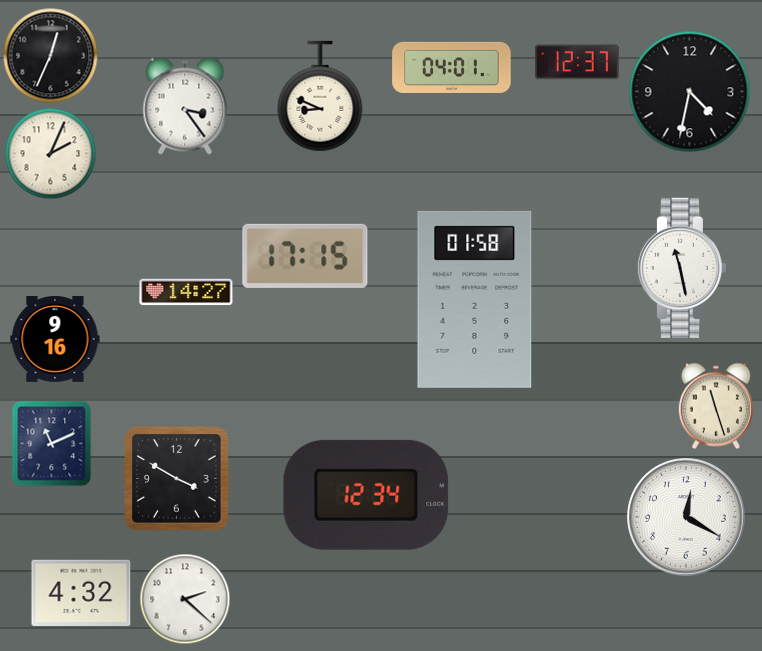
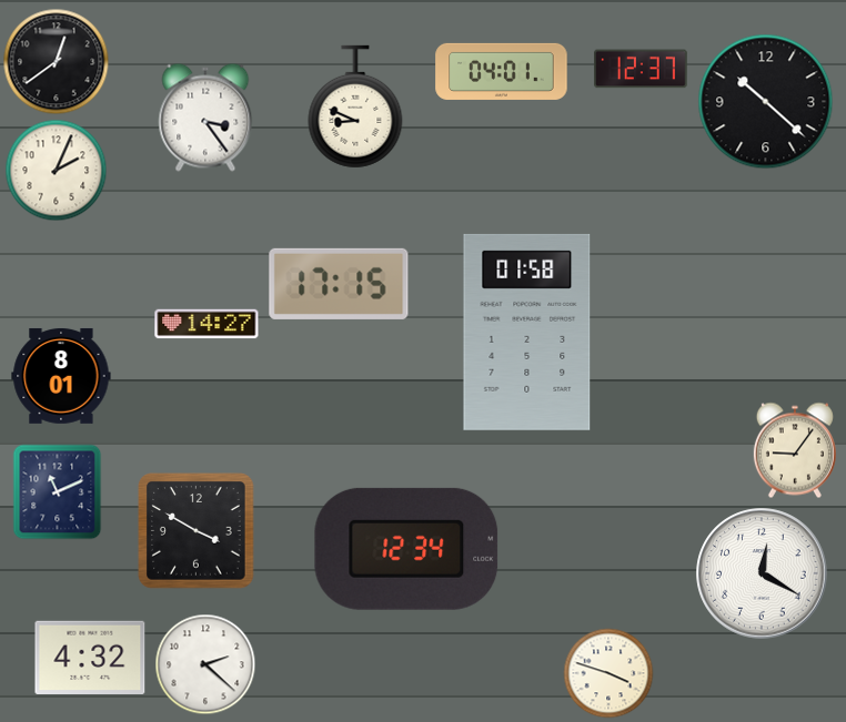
clock at (51, 56): 12:34 -> 12:39
clock at (452, 67) position: (452, 67) -> (502, 71)
clock at (690, 92): 4:32 -> 10:22
clock at (681, 268): 11:28 -> none
clock at (55, 339): 9:16 -> 8:01
clock at (716, 406): 11:27 -> 9:06
clock at (608, 673): none -> 3:48
